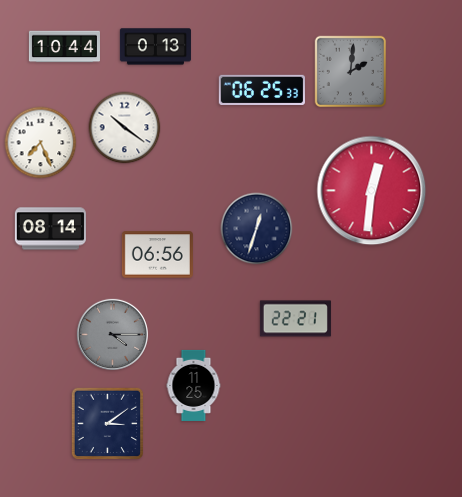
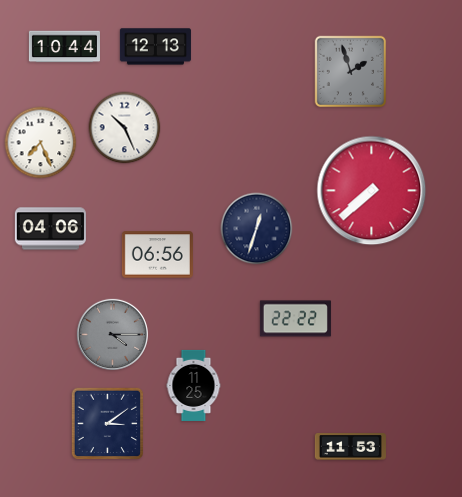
clock at (155, 47): 0:13 -> 12:13
clock at (351, 72): 2:01 -> 1:57
clock at (261, 89): 06:25 -> none
clock at (125, 128): 10:21 -> 10:26
clock at (372, 191): 12:31 -> 7:38
clock at (50, 229): 08:14 -> 04:06
clock at (295, 319): 22:21 -> 22:22
clock at (350, 447): none -> 11:53
